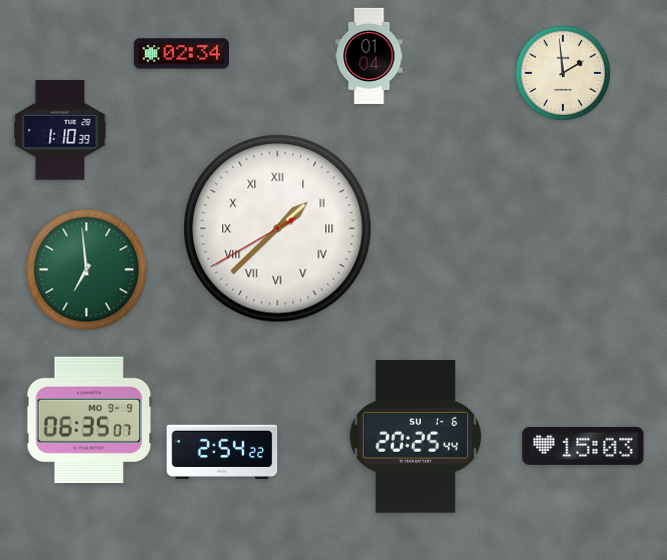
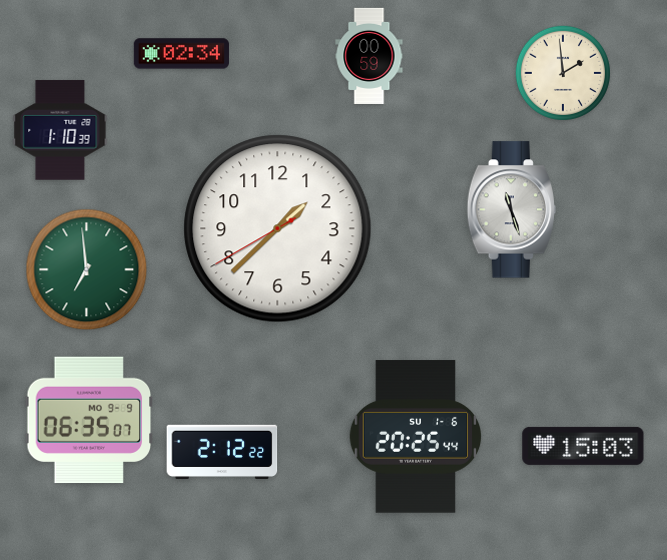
clock at (369, 56): 01:04 -> 00:59
clock at (511, 210): none -> 11:27
clock at (278, 229) numerals: Roman -> Arabic
clock at (222, 452): 2:54 -> 2:12
